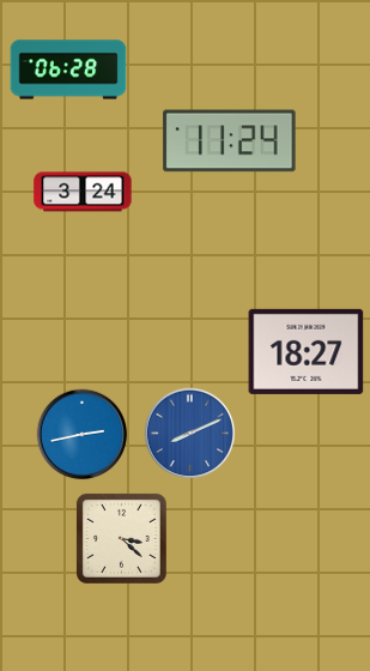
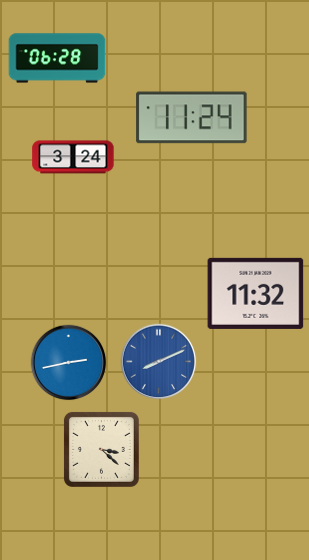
clock at (83, 192) position: (83, 192) -> (73, 157)
clock at (307, 351): 18:27 -> 11:32
